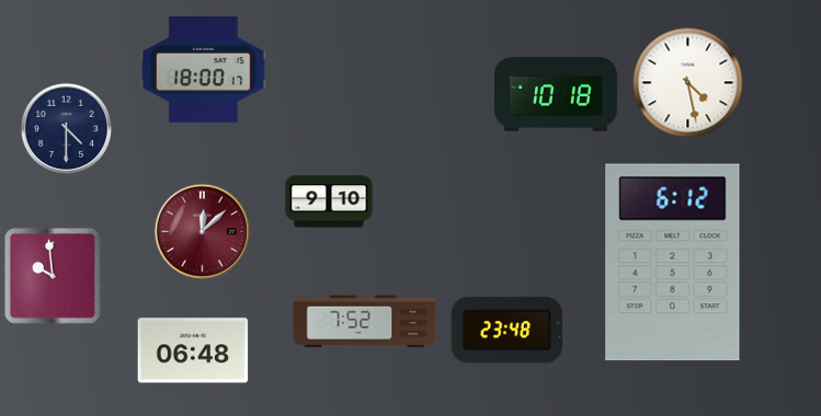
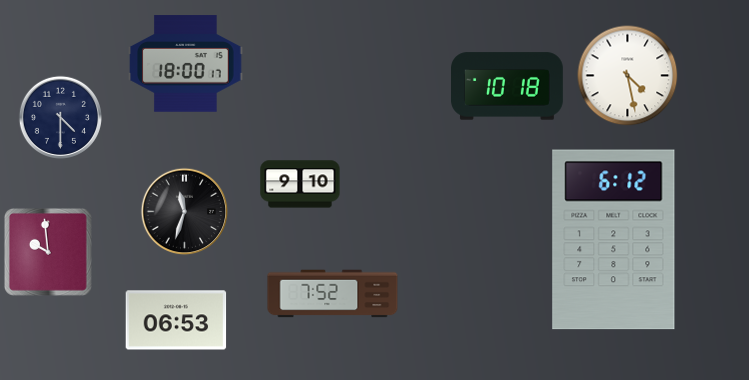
clock at (202, 231): 12:08 -> 11:33
clock at (202, 231) dial: burgundy -> black
clock at (506, 331): 23:48 -> none
clock at (193, 350): 06:48 -> 06:53
